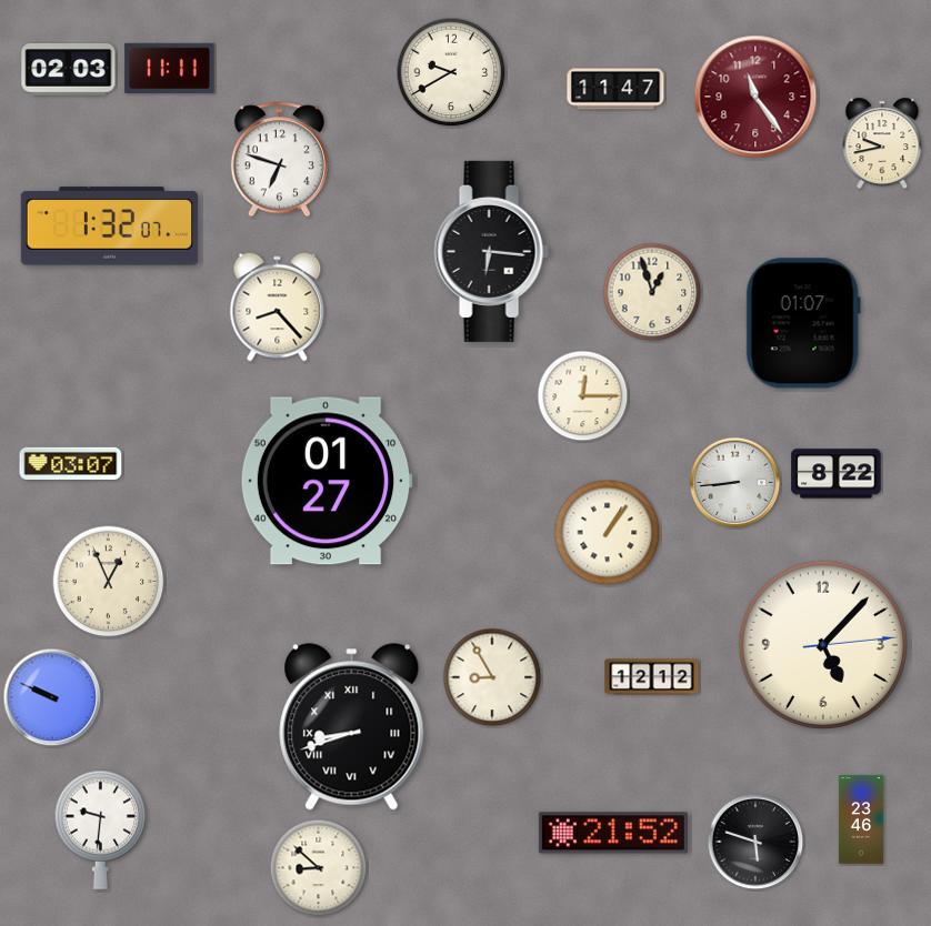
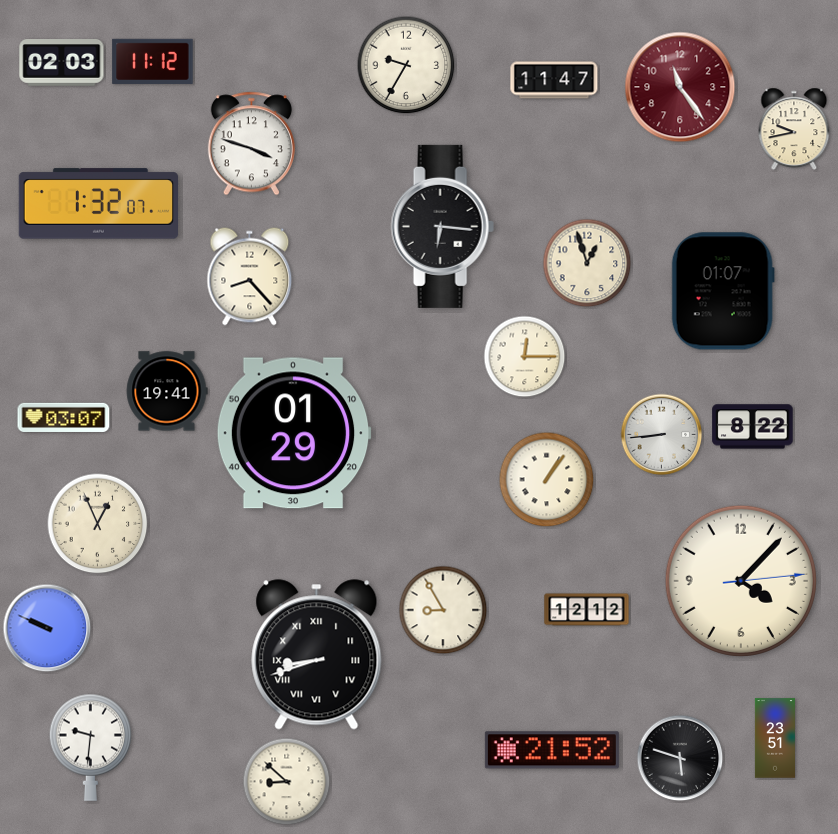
clock at (170, 68): 11:11 -> 11:12
clock at (451, 72): 9:40 -> 9:35
clock at (279, 160): 6:48 -> 3:48
clock at (167, 391): none -> 19:41
clock at (327, 481): 01:27 -> 01:29
clock at (823, 645): 5:07 -> 4:07
clock at (861, 819): 23:46 -> 23:51
